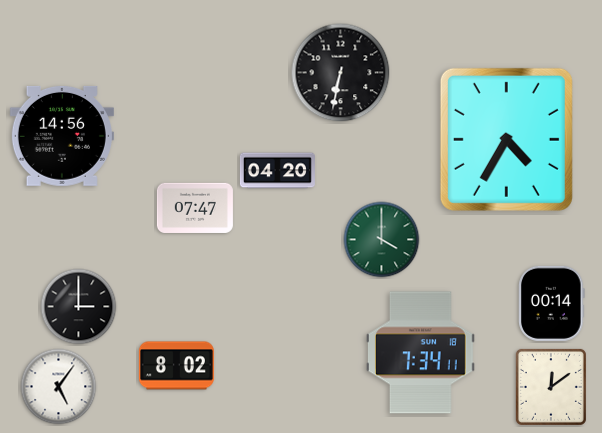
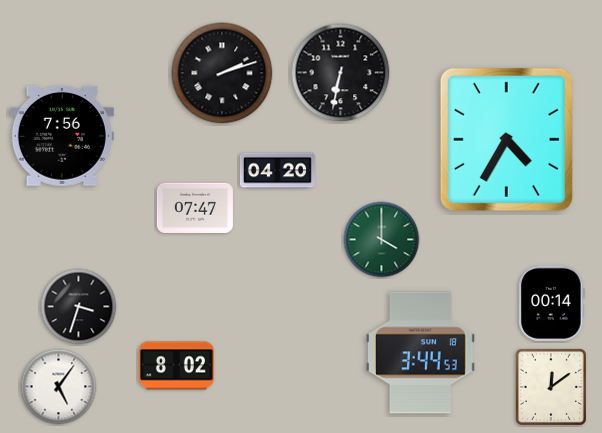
clock at (222, 73): none -> 2:12
clock at (62, 136): 14:56 -> 7:56
clock at (79, 307): 3:00 -> 3:33
clock at (420, 353): 7:34 -> 3:44
